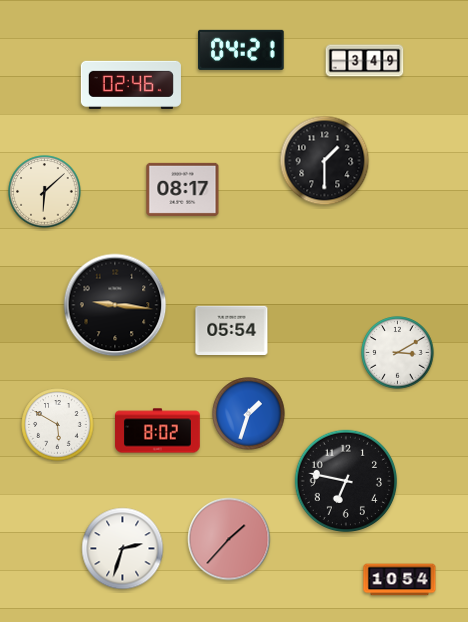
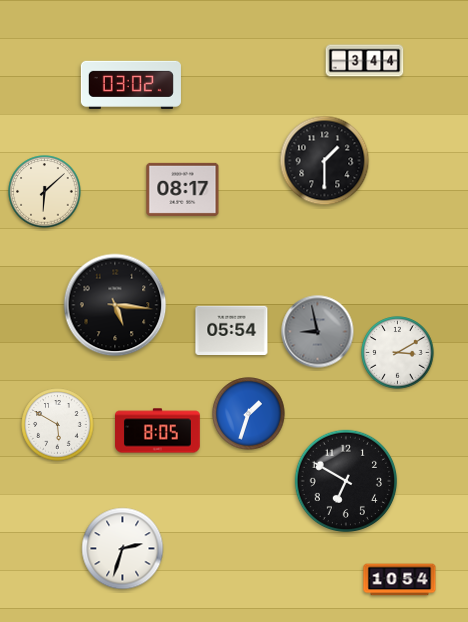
clock at (241, 50): 04:21 -> none
clock at (365, 61): 3:49 -> 3:44
clock at (131, 85): 02:46 -> 03:02
clock at (115, 305): 9:16 -> 5:16
clock at (318, 332): none -> 8:58
clock at (158, 431): 8:02 -> 8:05
clock at (346, 481): 6:47 -> 6:50
clock at (229, 539): 1:37 -> none
